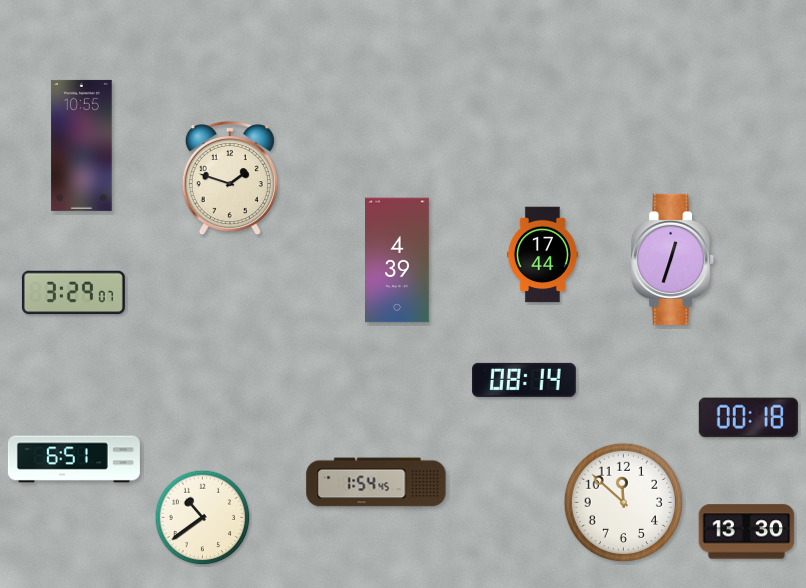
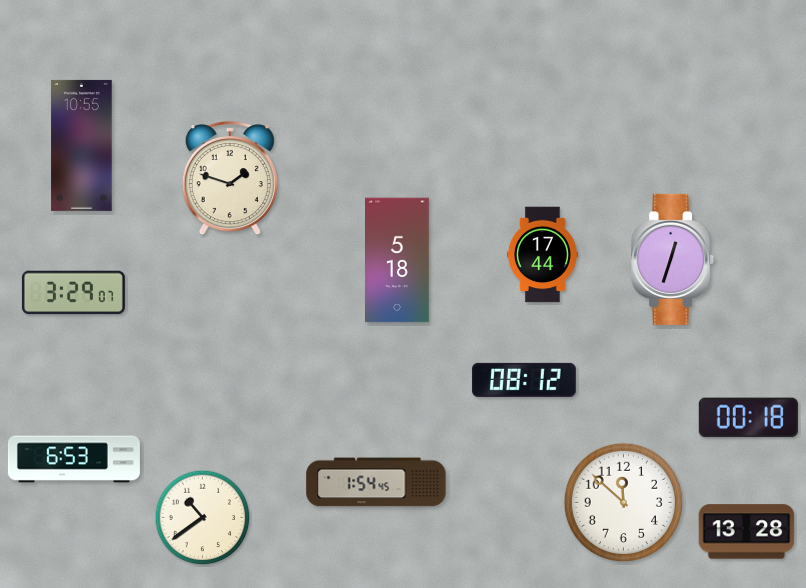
clock at (398, 260): 4:39 -> 5:18
clock at (524, 380): 08:14 -> 08:12
clock at (74, 459): 6:51 -> 6:53
clock at (747, 532): 13:30 -> 13:28
